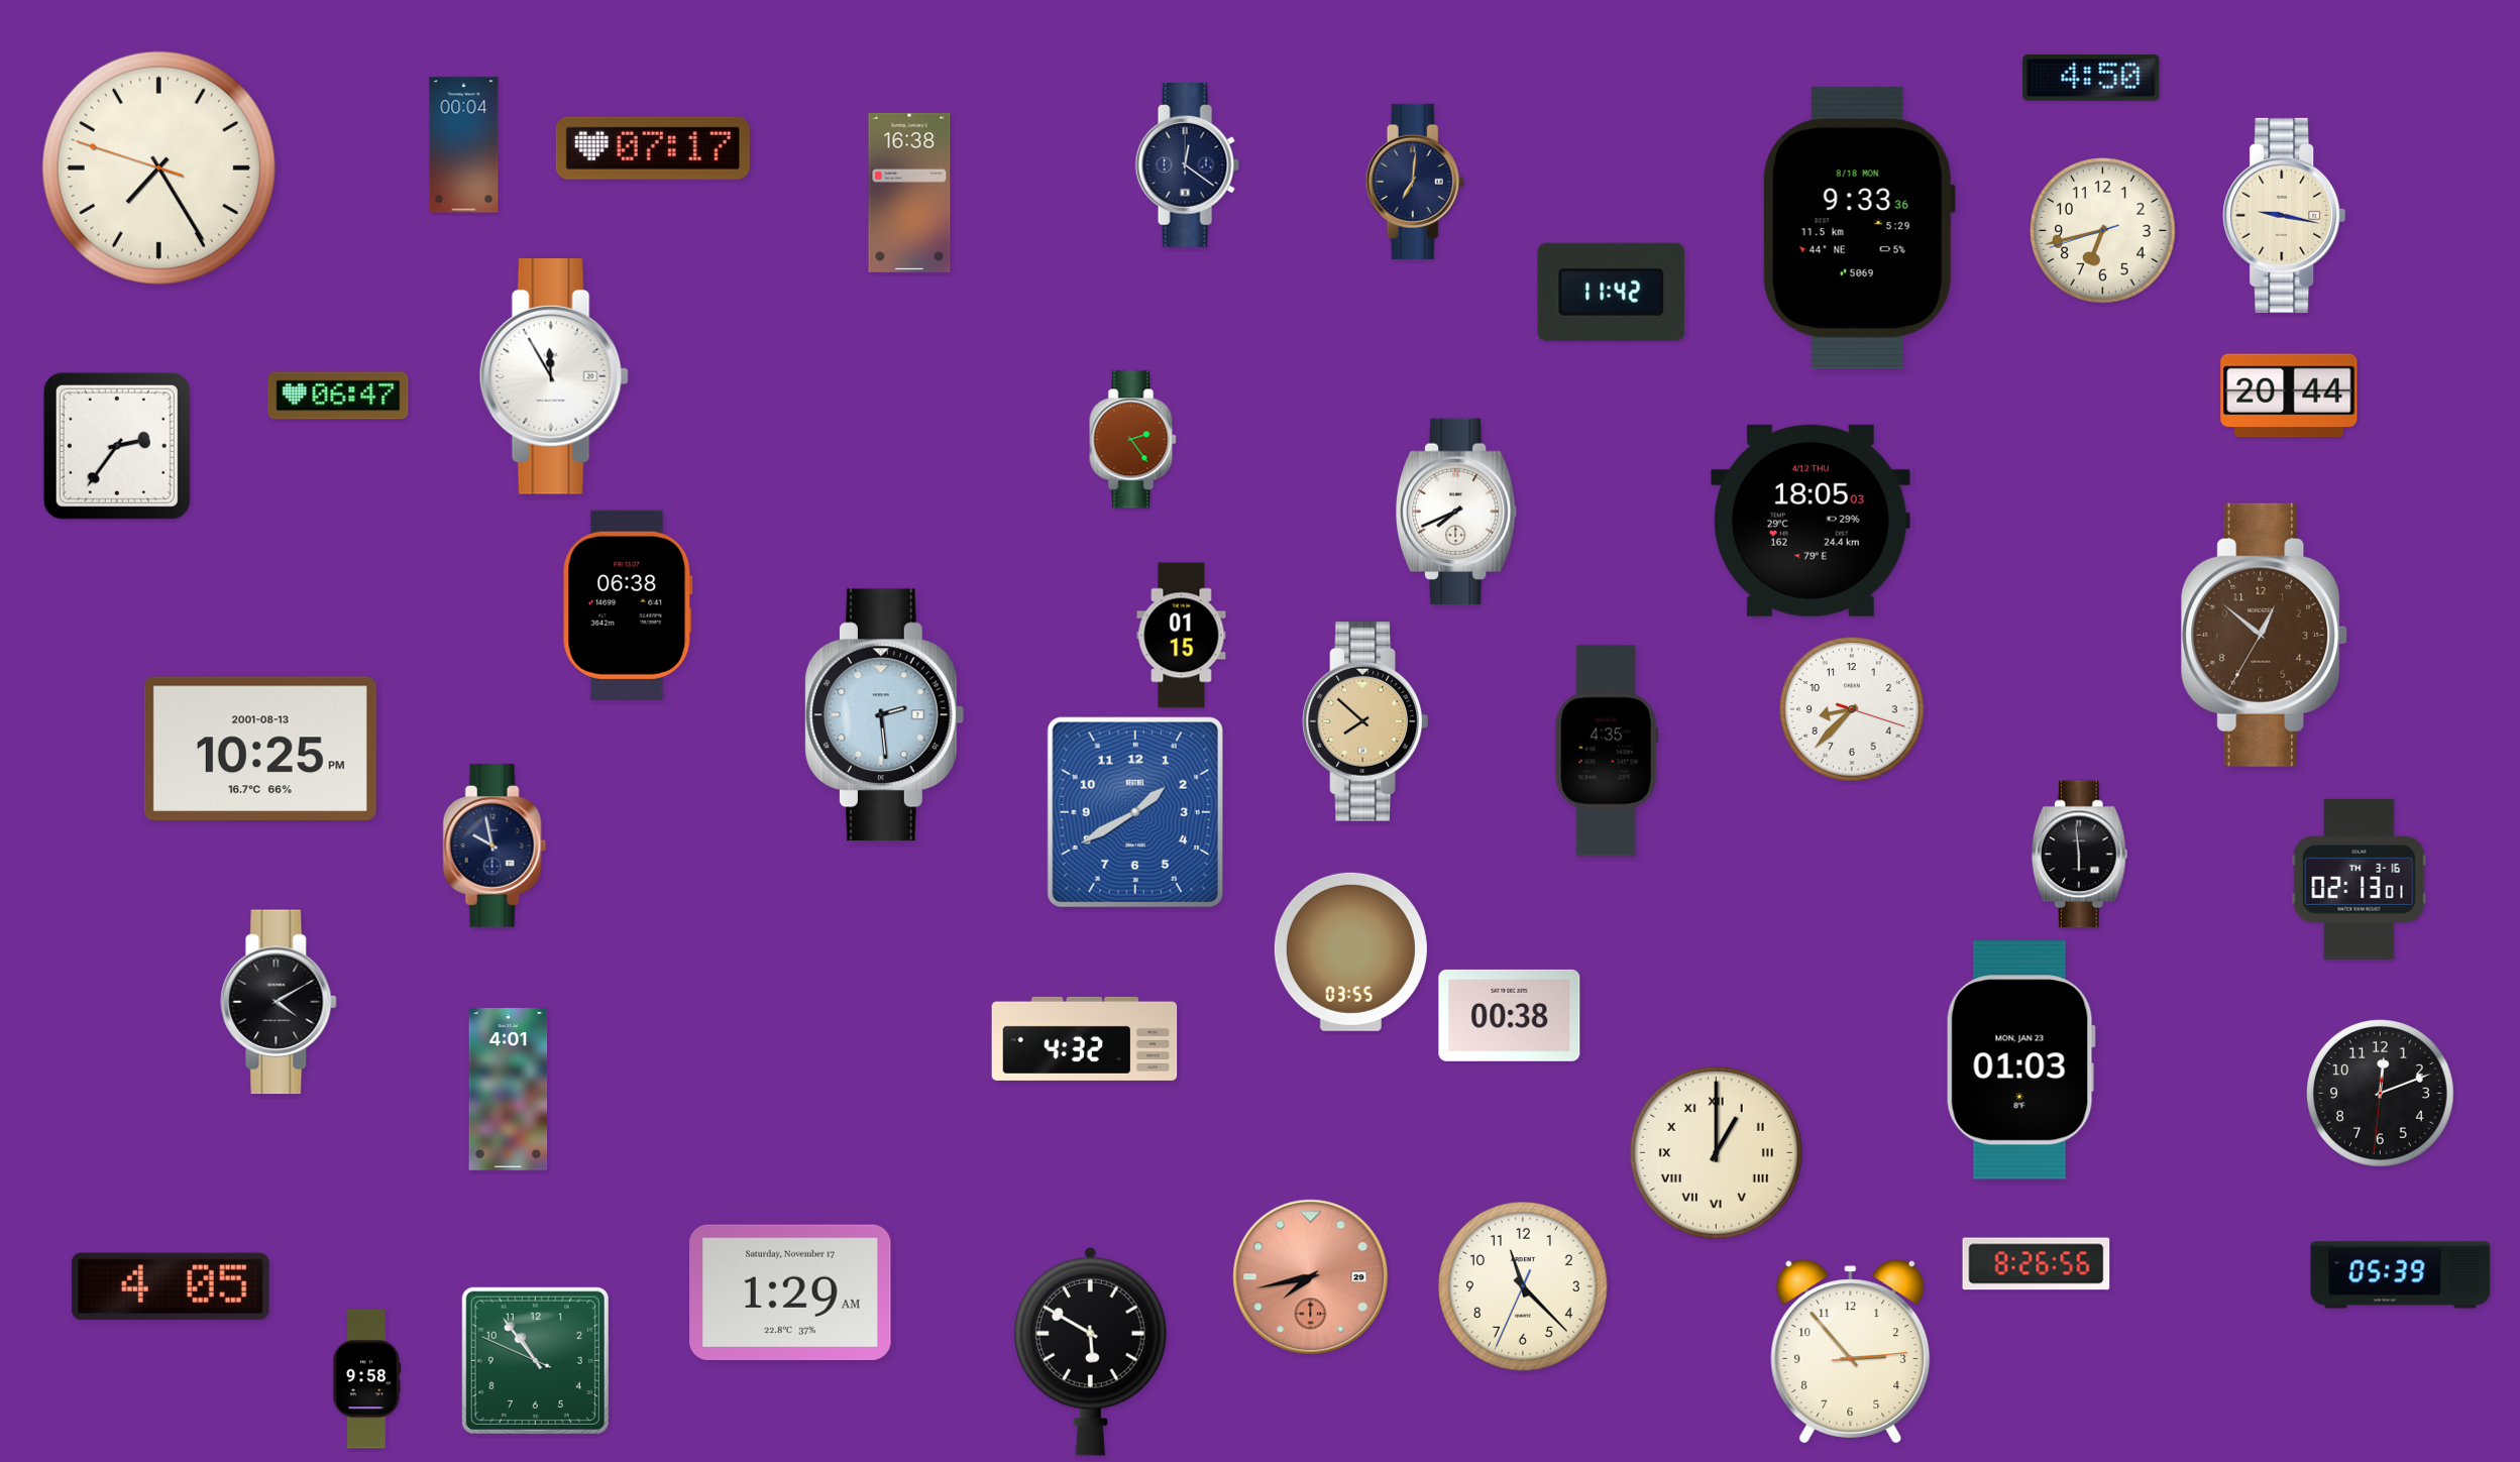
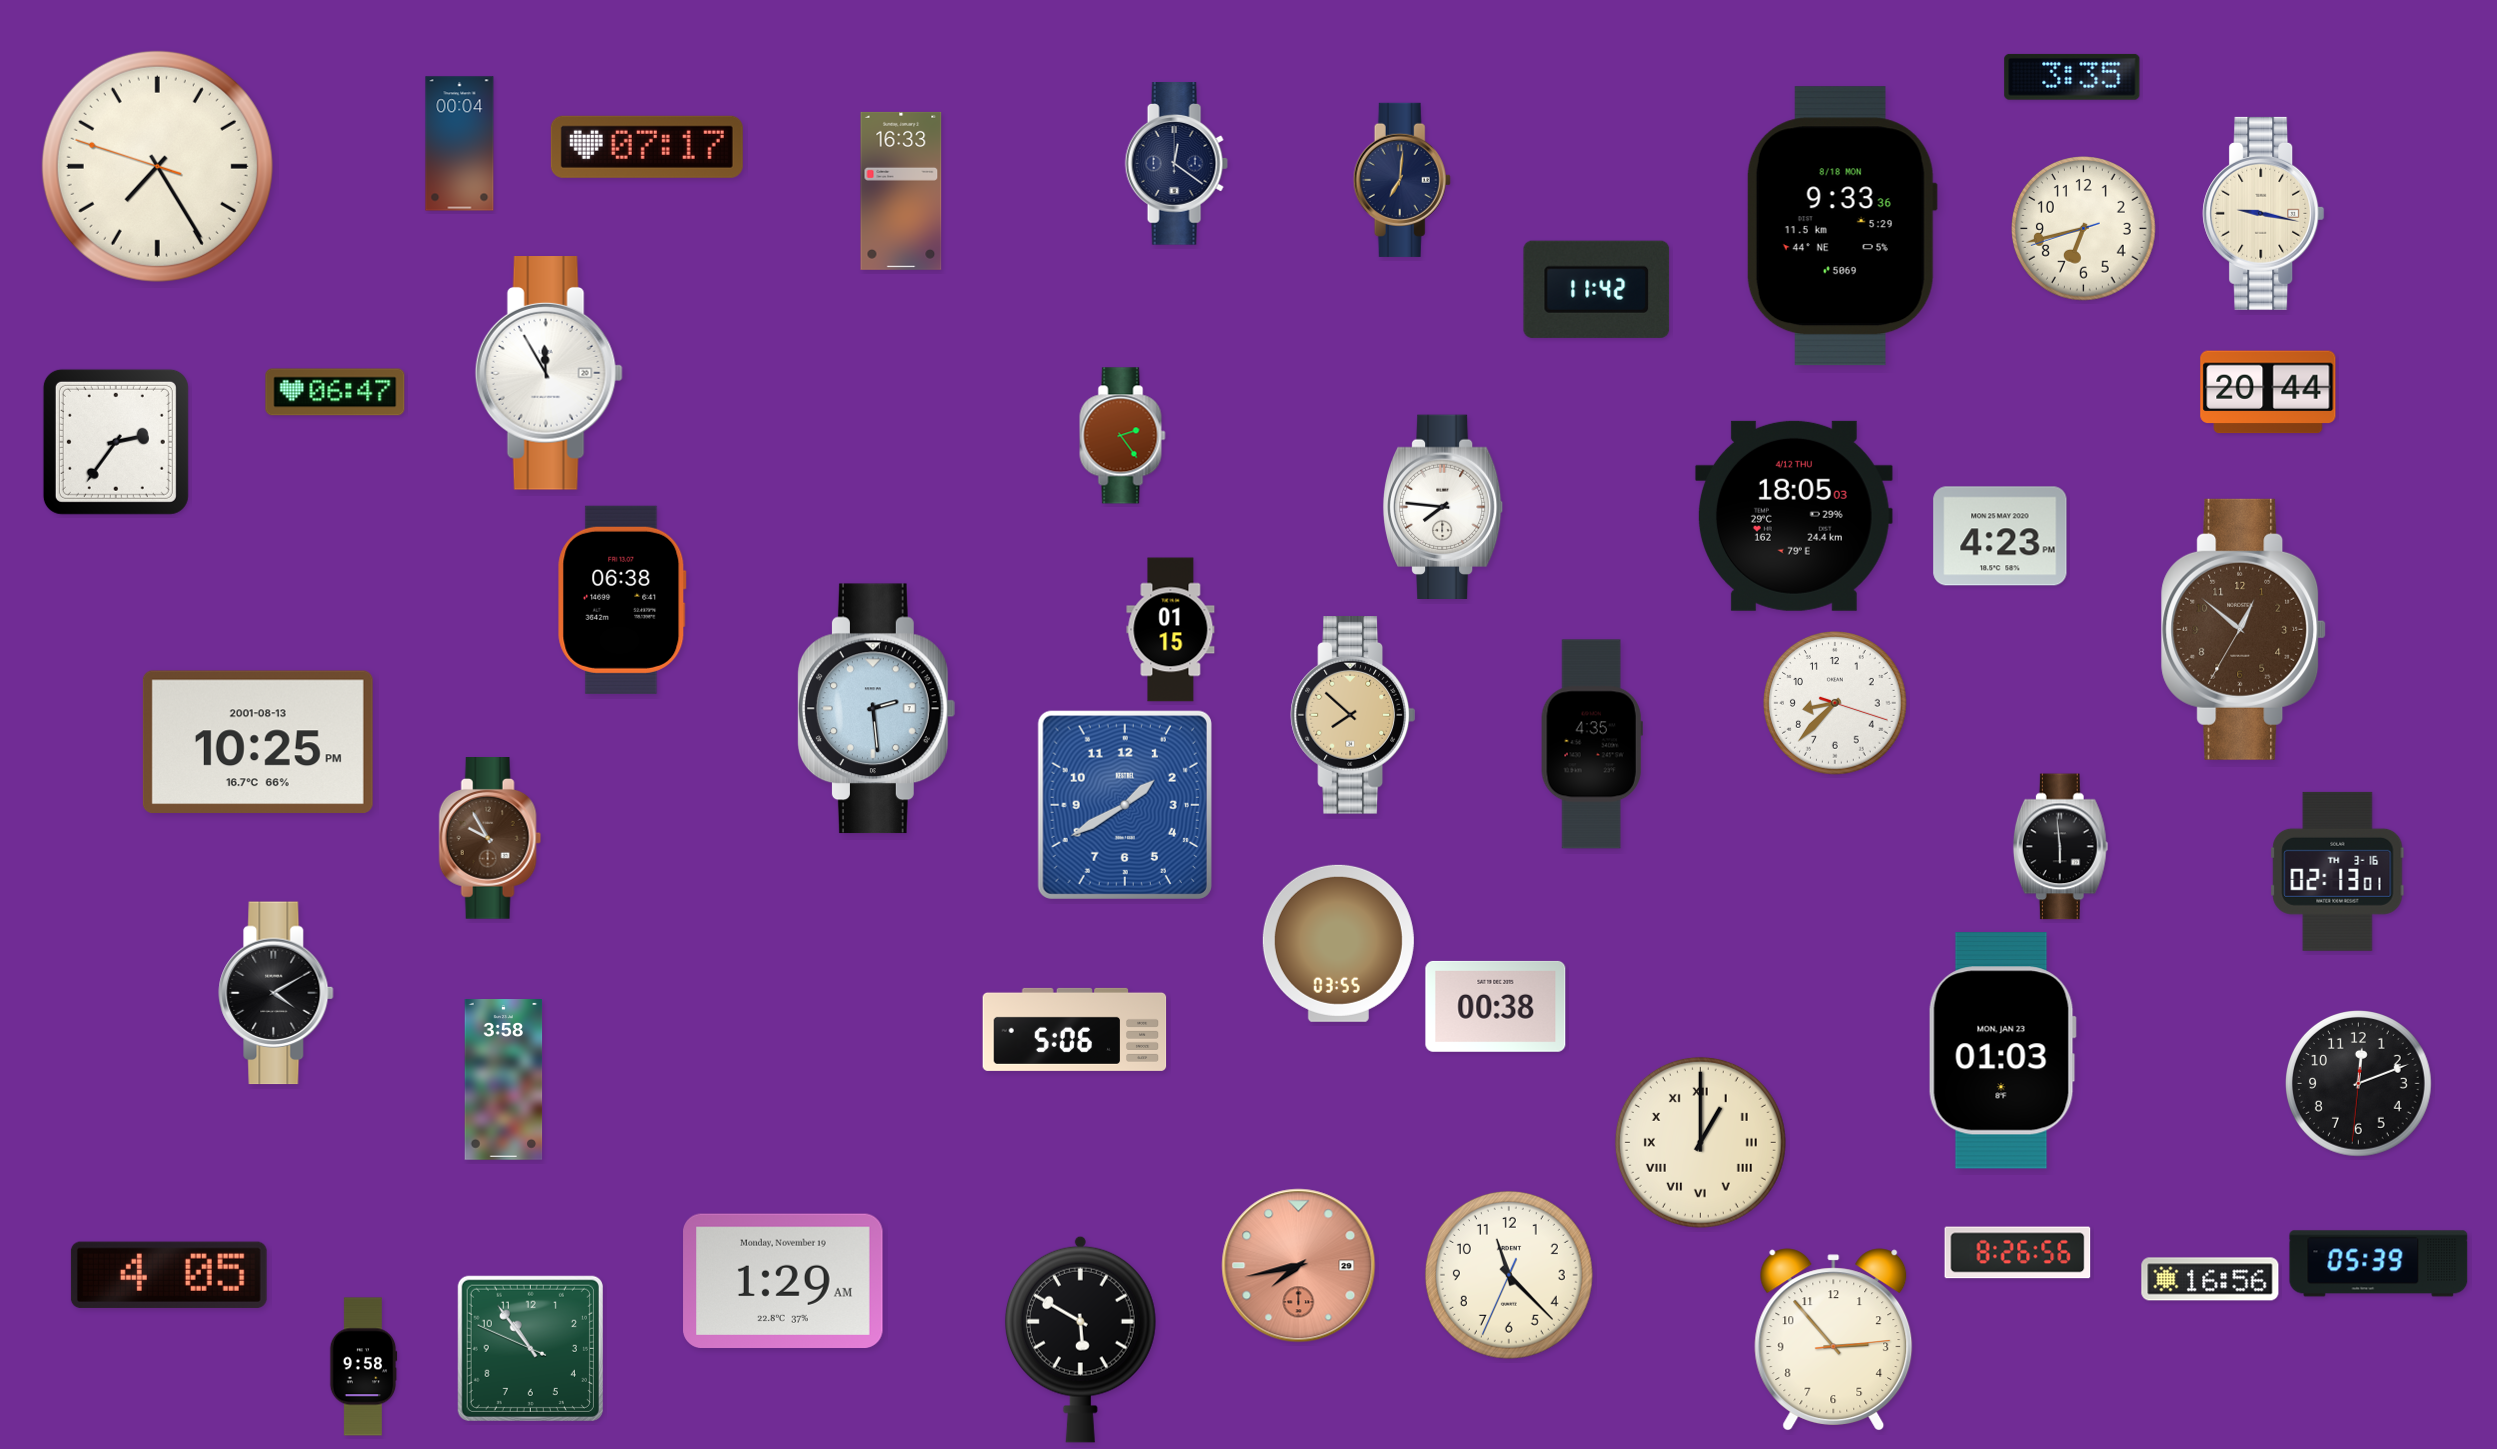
clock at (2091, 78): 4:50 -> 3:35
clock at (909, 193): 16:38 -> 16:33
clock at (1456, 511): 7:41 -> 7:46
clock at (2000, 536): none -> 4:23
clock at (495, 847): 9:58 -> 9:55
clock at (495, 847) dial: navy -> brown
clock at (1085, 1038): 4:32 -> 5:06
clock at (509, 1090): 4:01 -> 3:58
clock at (2210, 1279): none -> 16:56
clock at (790, 1291) date: Saturday, November 17 -> Monday, November 19
